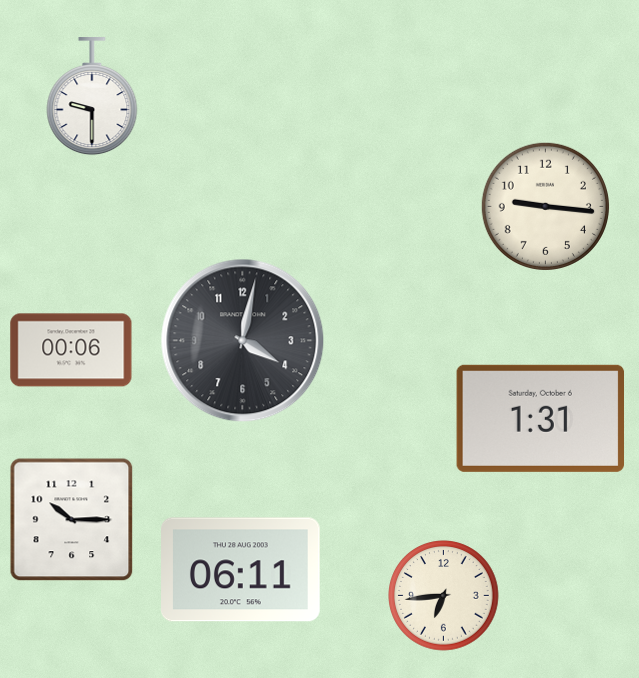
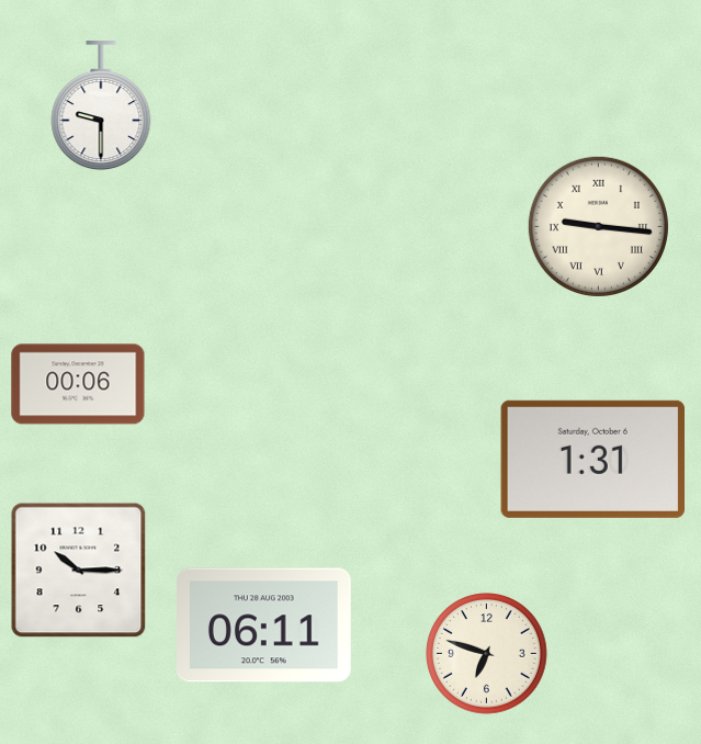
clock at (545, 206) numerals: Arabic -> Roman
clock at (243, 341): 4:02 -> none
clock at (444, 596): 6:44 -> 6:48
